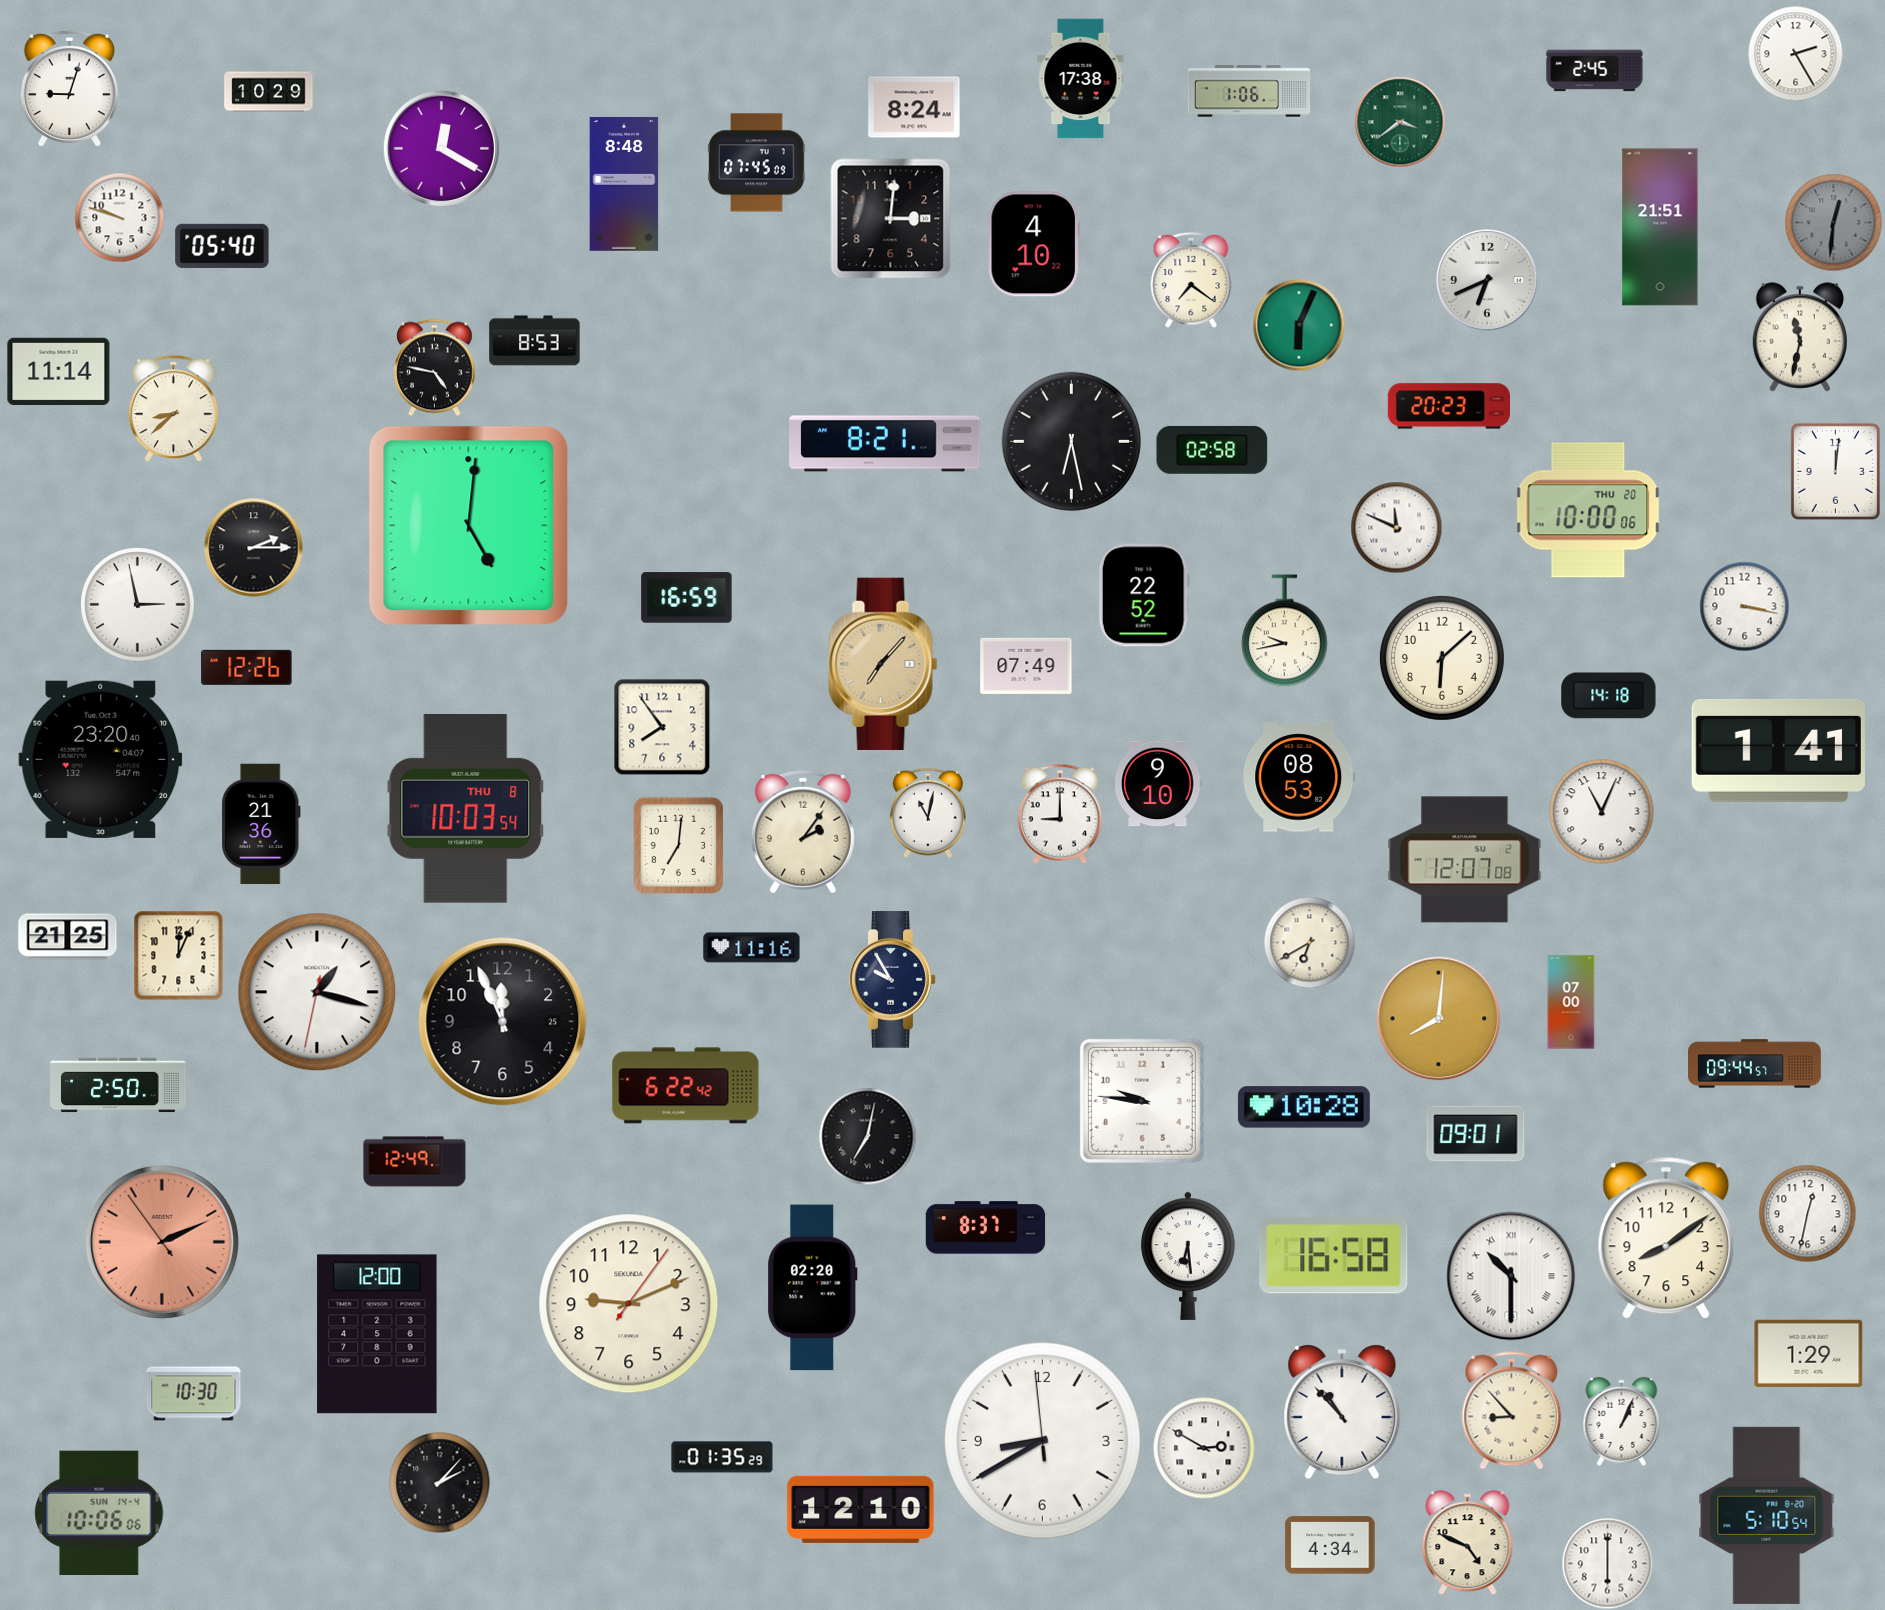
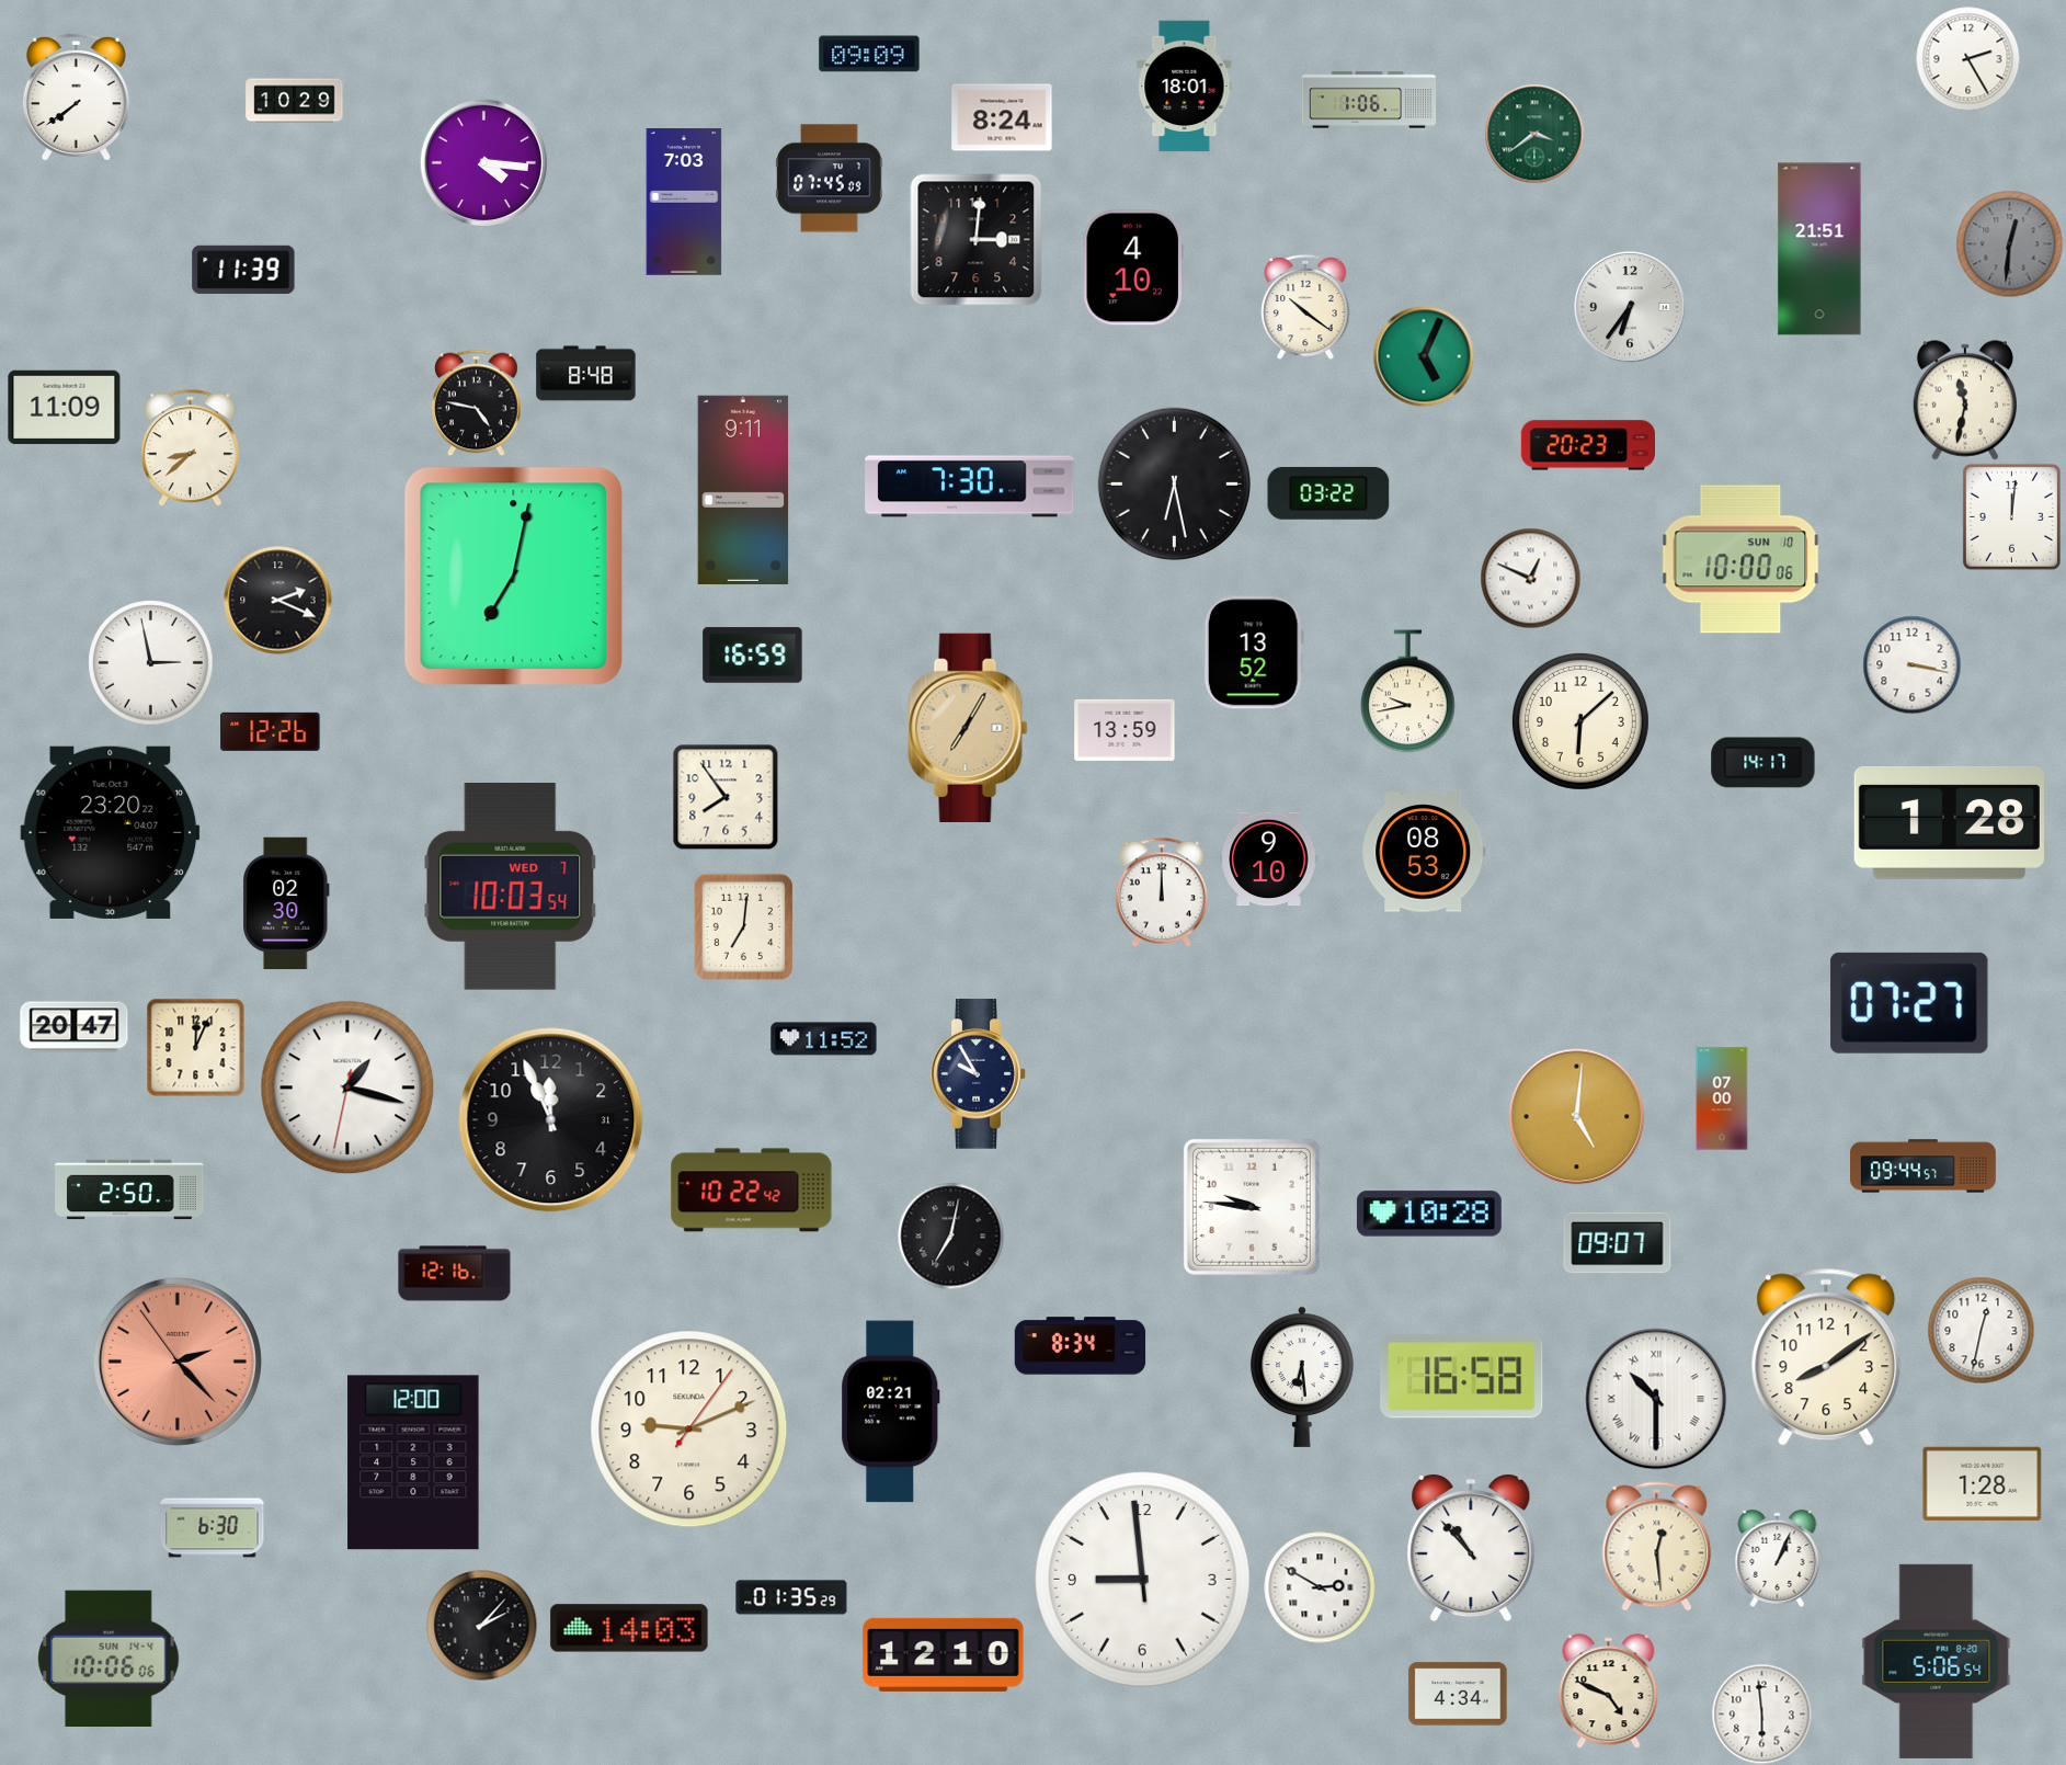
clock at (869, 54): none -> 09:09
clock at (1595, 71): 2:45 -> none
clock at (1081, 79): 17:38 -> 18:01
clock at (69, 88): 9:03 -> 7:39
clock at (441, 148): 12:20 -> 4:16
clock at (624, 185): 8:48 -> 7:03
clock at (119, 217): 9:48 -> none
clock at (222, 246): 05:40 -> 11:39
clock at (1191, 280): 7:21 -> 10:21
clock at (1487, 280): 6:41 -> 6:36
clock at (1299, 325): 6:04 -> 5:04
clock at (1799, 337) position: (1799, 337) -> (1964, 400)
clock at (535, 341): 8:53 -> 8:48
clock at (59, 372): 11:14 -> 11:09
clock at (885, 444): 8:21 -> 7:30
clock at (743, 489): none -> 9:11
clock at (1212, 450): 02:58 -> 03:22
clock at (1588, 510) date: THU 20 -> SUN 10
clock at (469, 526): 5:01 -> 7:02
clock at (1396, 527): 11:49 -> 12:49
clock at (254, 548): 2:15 -> 2:19
clock at (1144, 595): 22:52 -> 13:52
clock at (883, 664): 7:07 -> 7:05
clock at (1026, 666): 07:49 -> 13:59
clock at (1609, 696): 14:18 -> 14:17
clock at (1778, 750): 1:41 -> 1:28
clock at (101, 759): 23:20:40 -> 23:20:22
clock at (466, 809) date: THU 8 -> WED 7
clock at (1602, 812): 11:04 -> none
clock at (928, 813): 11:02 -> none
clock at (1060, 814): 9:00 -> 12:00
clock at (262, 824): 21:36 -> 02:30
clock at (803, 832): 2:06 -> none
clock at (1465, 860): 12:07 -> none
clock at (1909, 1003): none -> 07:27
clock at (68, 937): 21:25 -> 20:47
clock at (1309, 942): 6:40 -> none
clock at (752, 948): 11:16 -> 11:52
clock at (1439, 1019): 8:01 -> 5:01
clock at (503, 1022) date: 25 -> 31
clock at (686, 1086): 6:22 -> 10:22
clock at (1476, 1134): 09:01 -> 09:07
clock at (867, 1136) position: (867, 1136) -> (950, 1235)
clock at (415, 1162): 12:49 -> 12:16
clock at (986, 1228): 8:37 -> 8:34
clock at (162, 1242): 2:10 -> 2:22
clock at (813, 1288): 02:20 -> 02:21
clock at (1809, 1353): 1:29 -> 1:28
clock at (194, 1394): 10:30 -> 6:30
clock at (1512, 1411): 8:53 -> 12:29
clock at (1043, 1441): 8:39 -> 8:58
clock at (629, 1628): none -> 14:03
clock at (1767, 1515): 5:10 -> 5:06
clock at (1607, 1563): 6:00 -> 5:59
